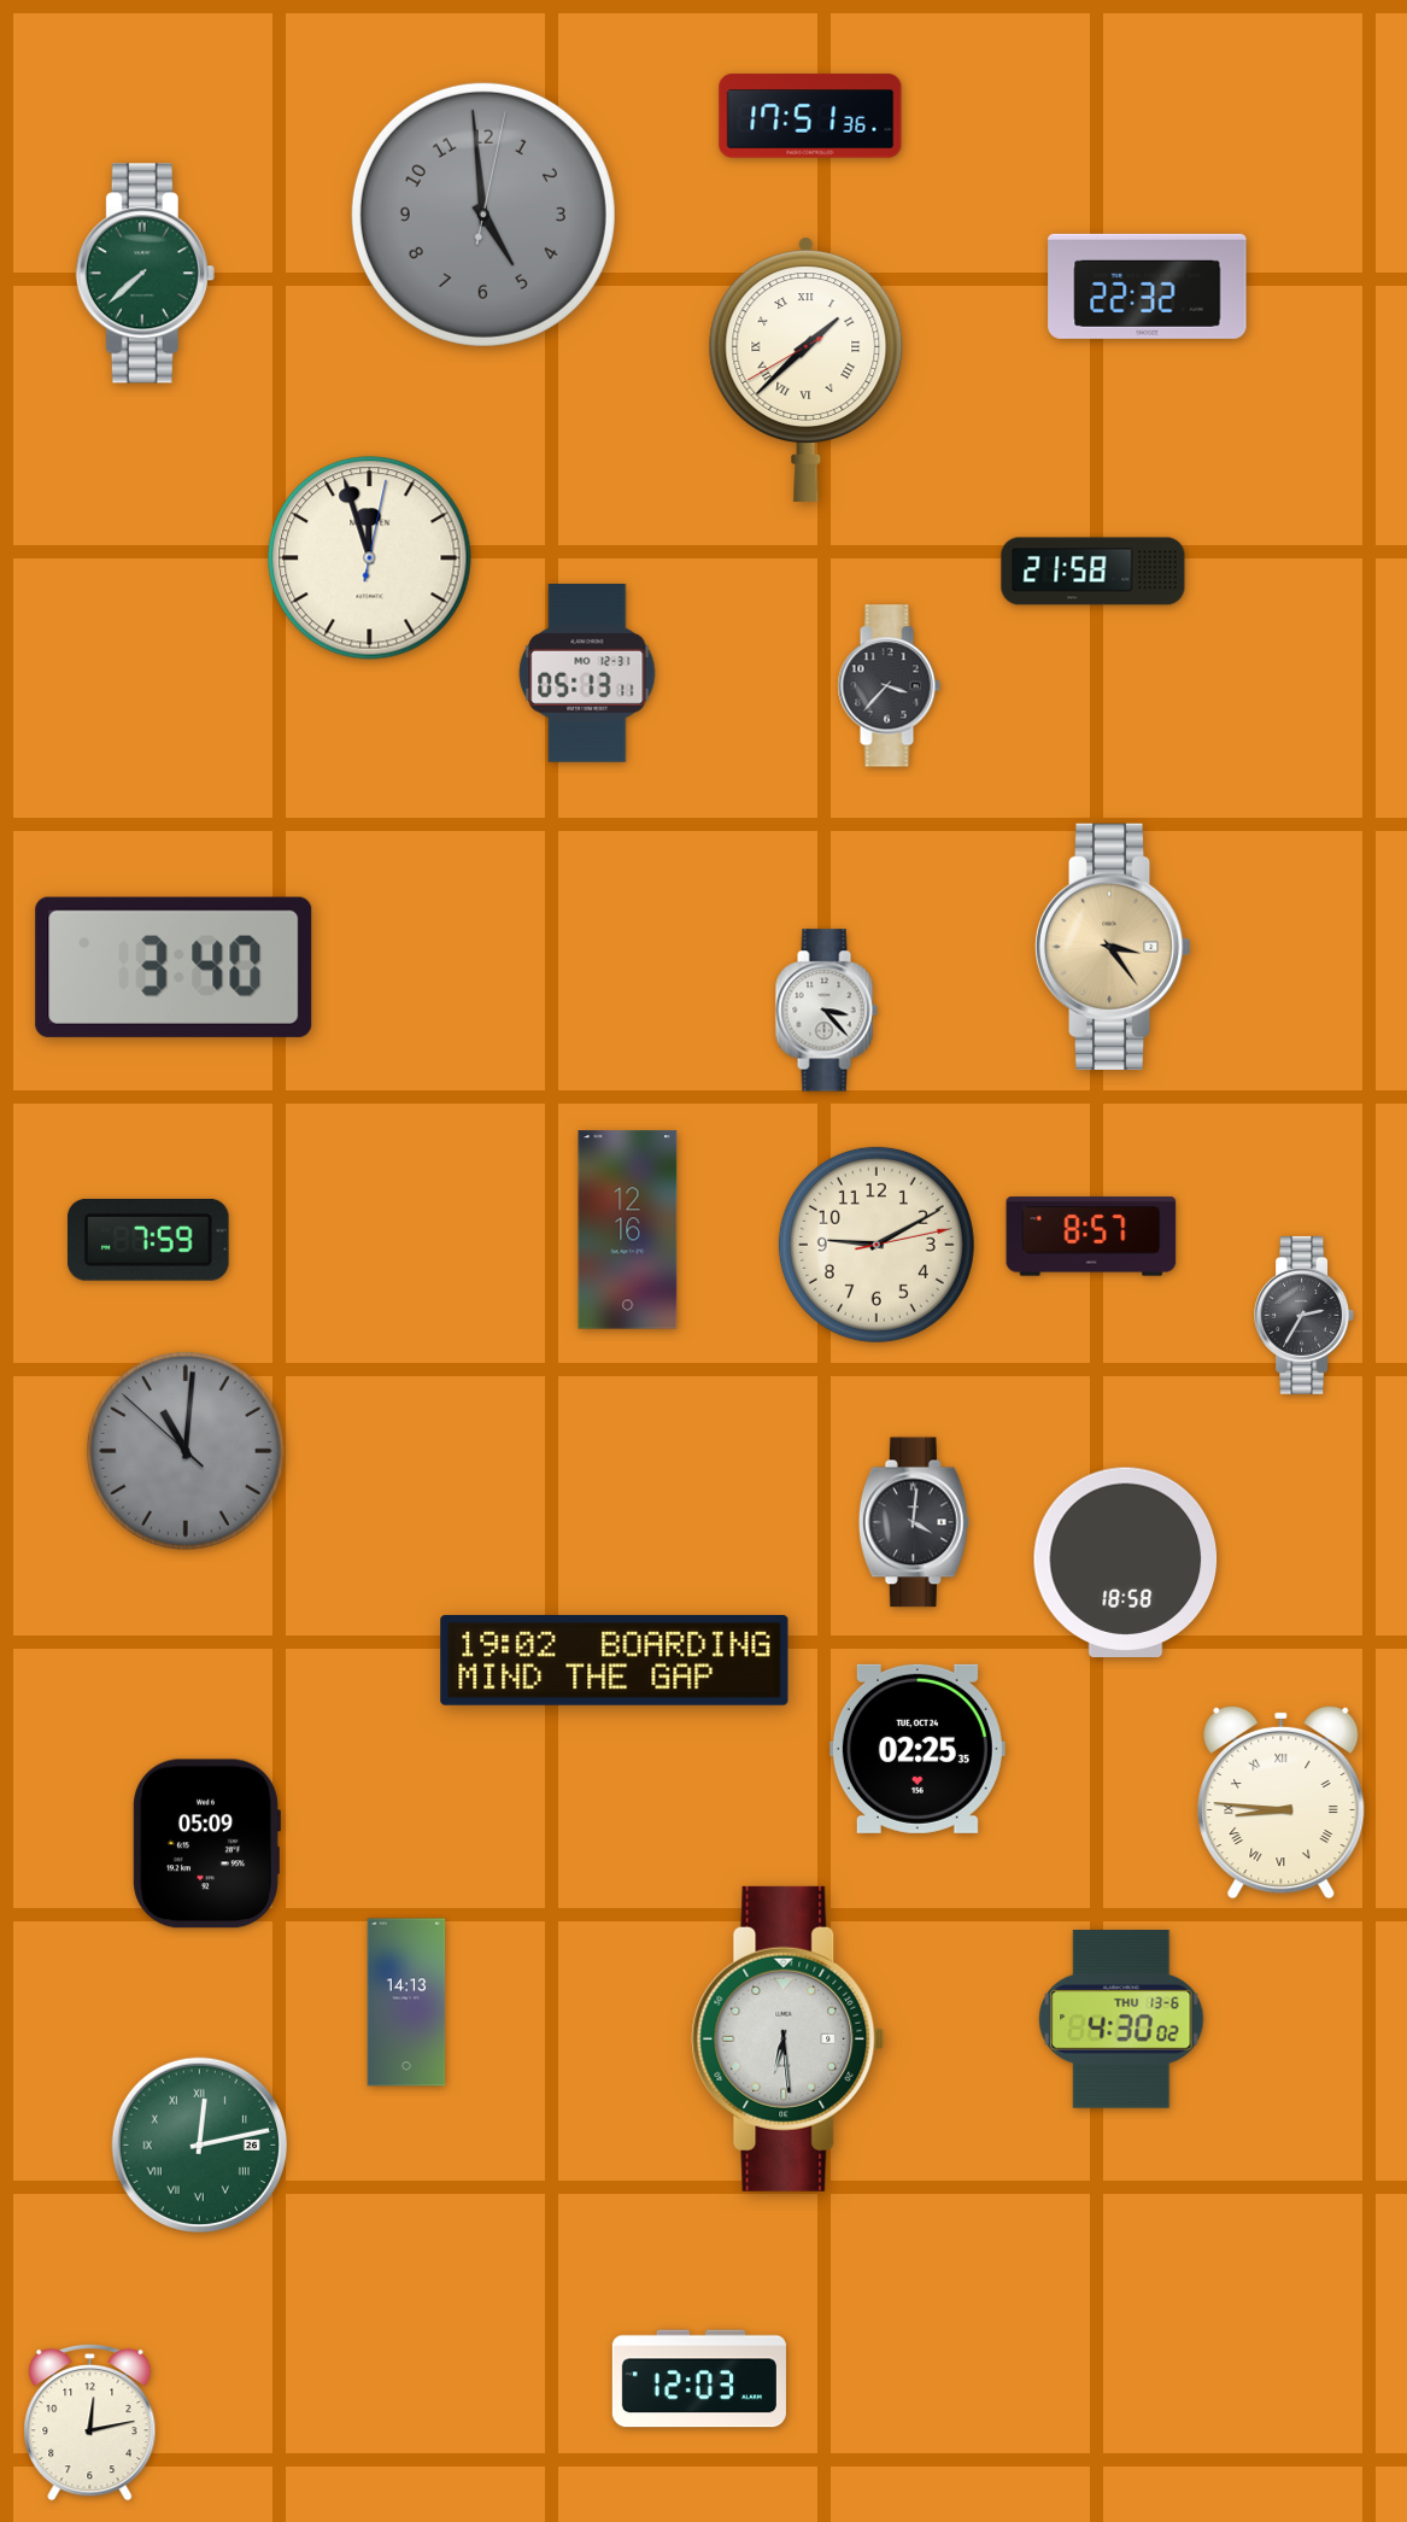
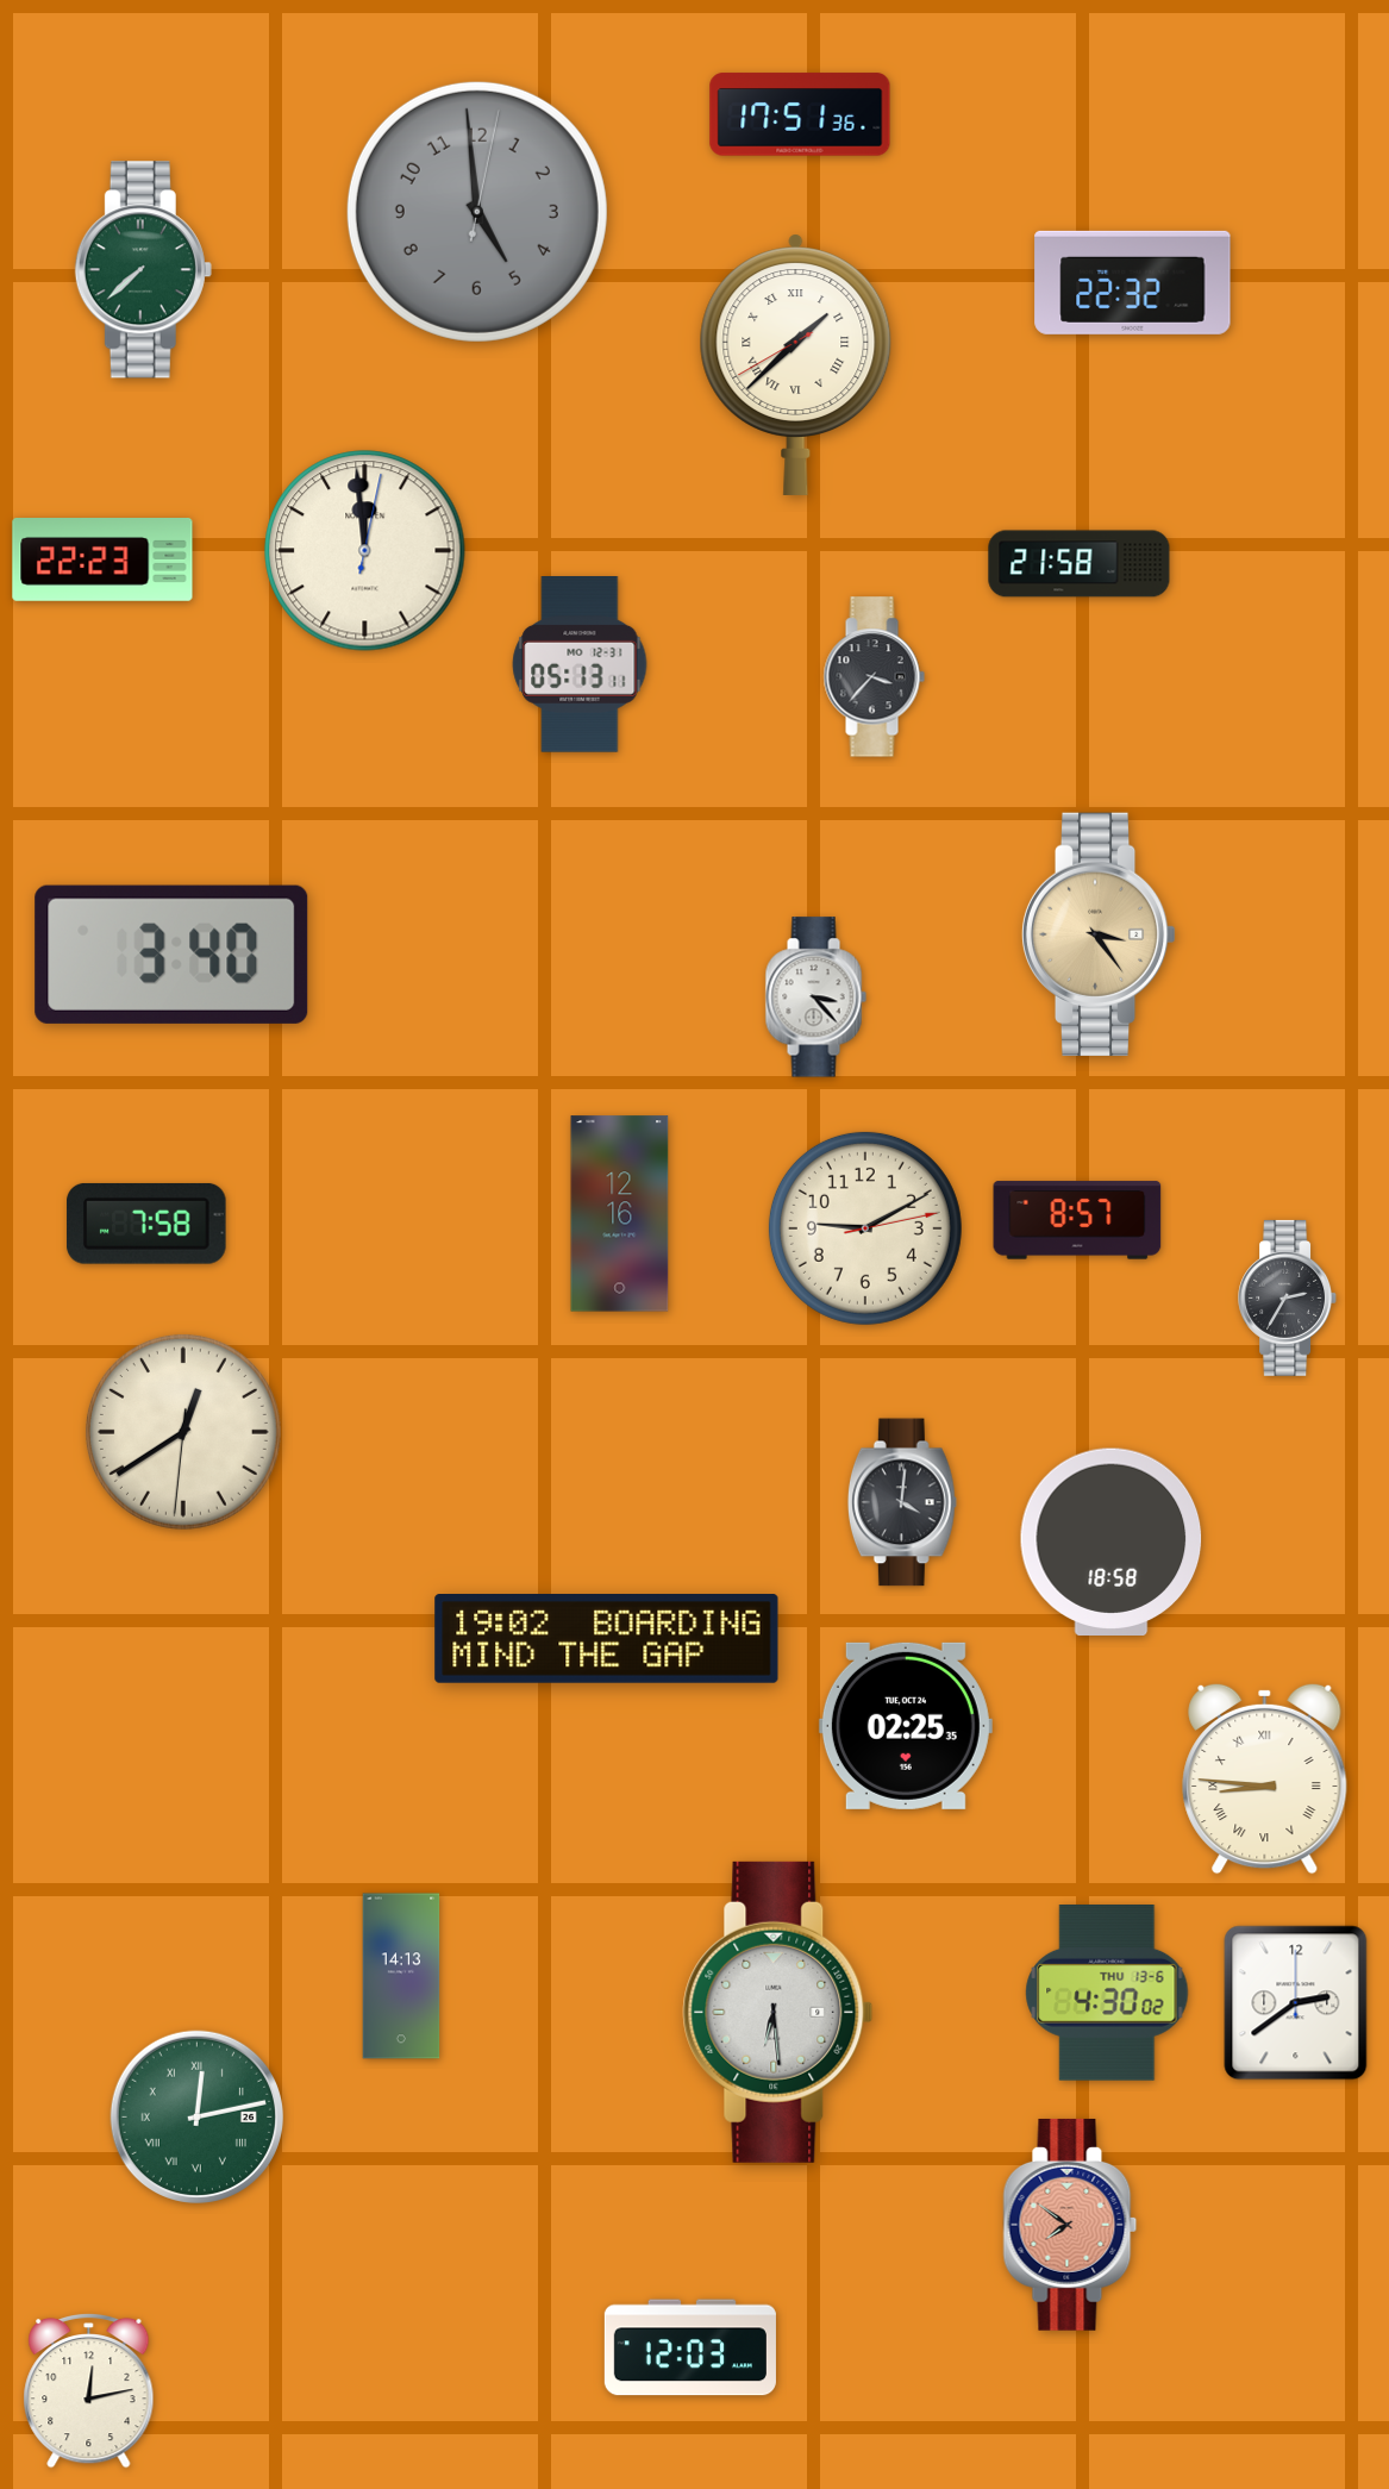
clock at (370, 558): 11:57 -> 11:59
clock at (102, 561): none -> 22:23
clock at (889, 686) position: (889, 686) -> (874, 677)
clock at (148, 1240): 7:59 -> 7:58
clock at (186, 1451): 11:00 -> 12:39
clock at (186, 1451) dial: grey -> cream
clock at (206, 1844): 05:09 -> none
clock at (1296, 2003): none -> 2:39
clock at (1070, 2225): none -> 7:51
